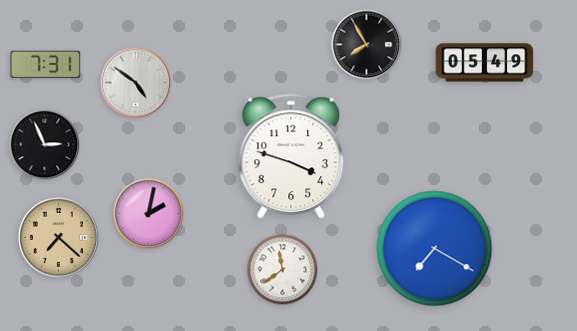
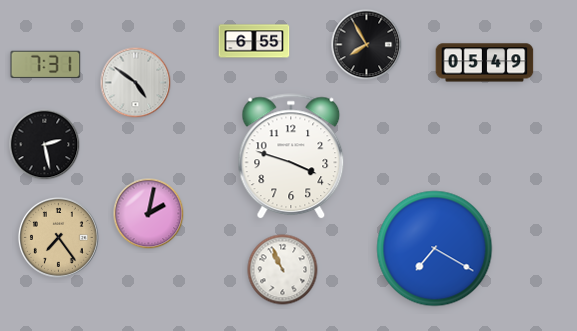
clock at (254, 41): none -> 6:55
clock at (45, 145): 2:56 -> 2:28
clock at (58, 237): 7:22 -> 7:24
clock at (283, 270): 11:39 -> 10:56
